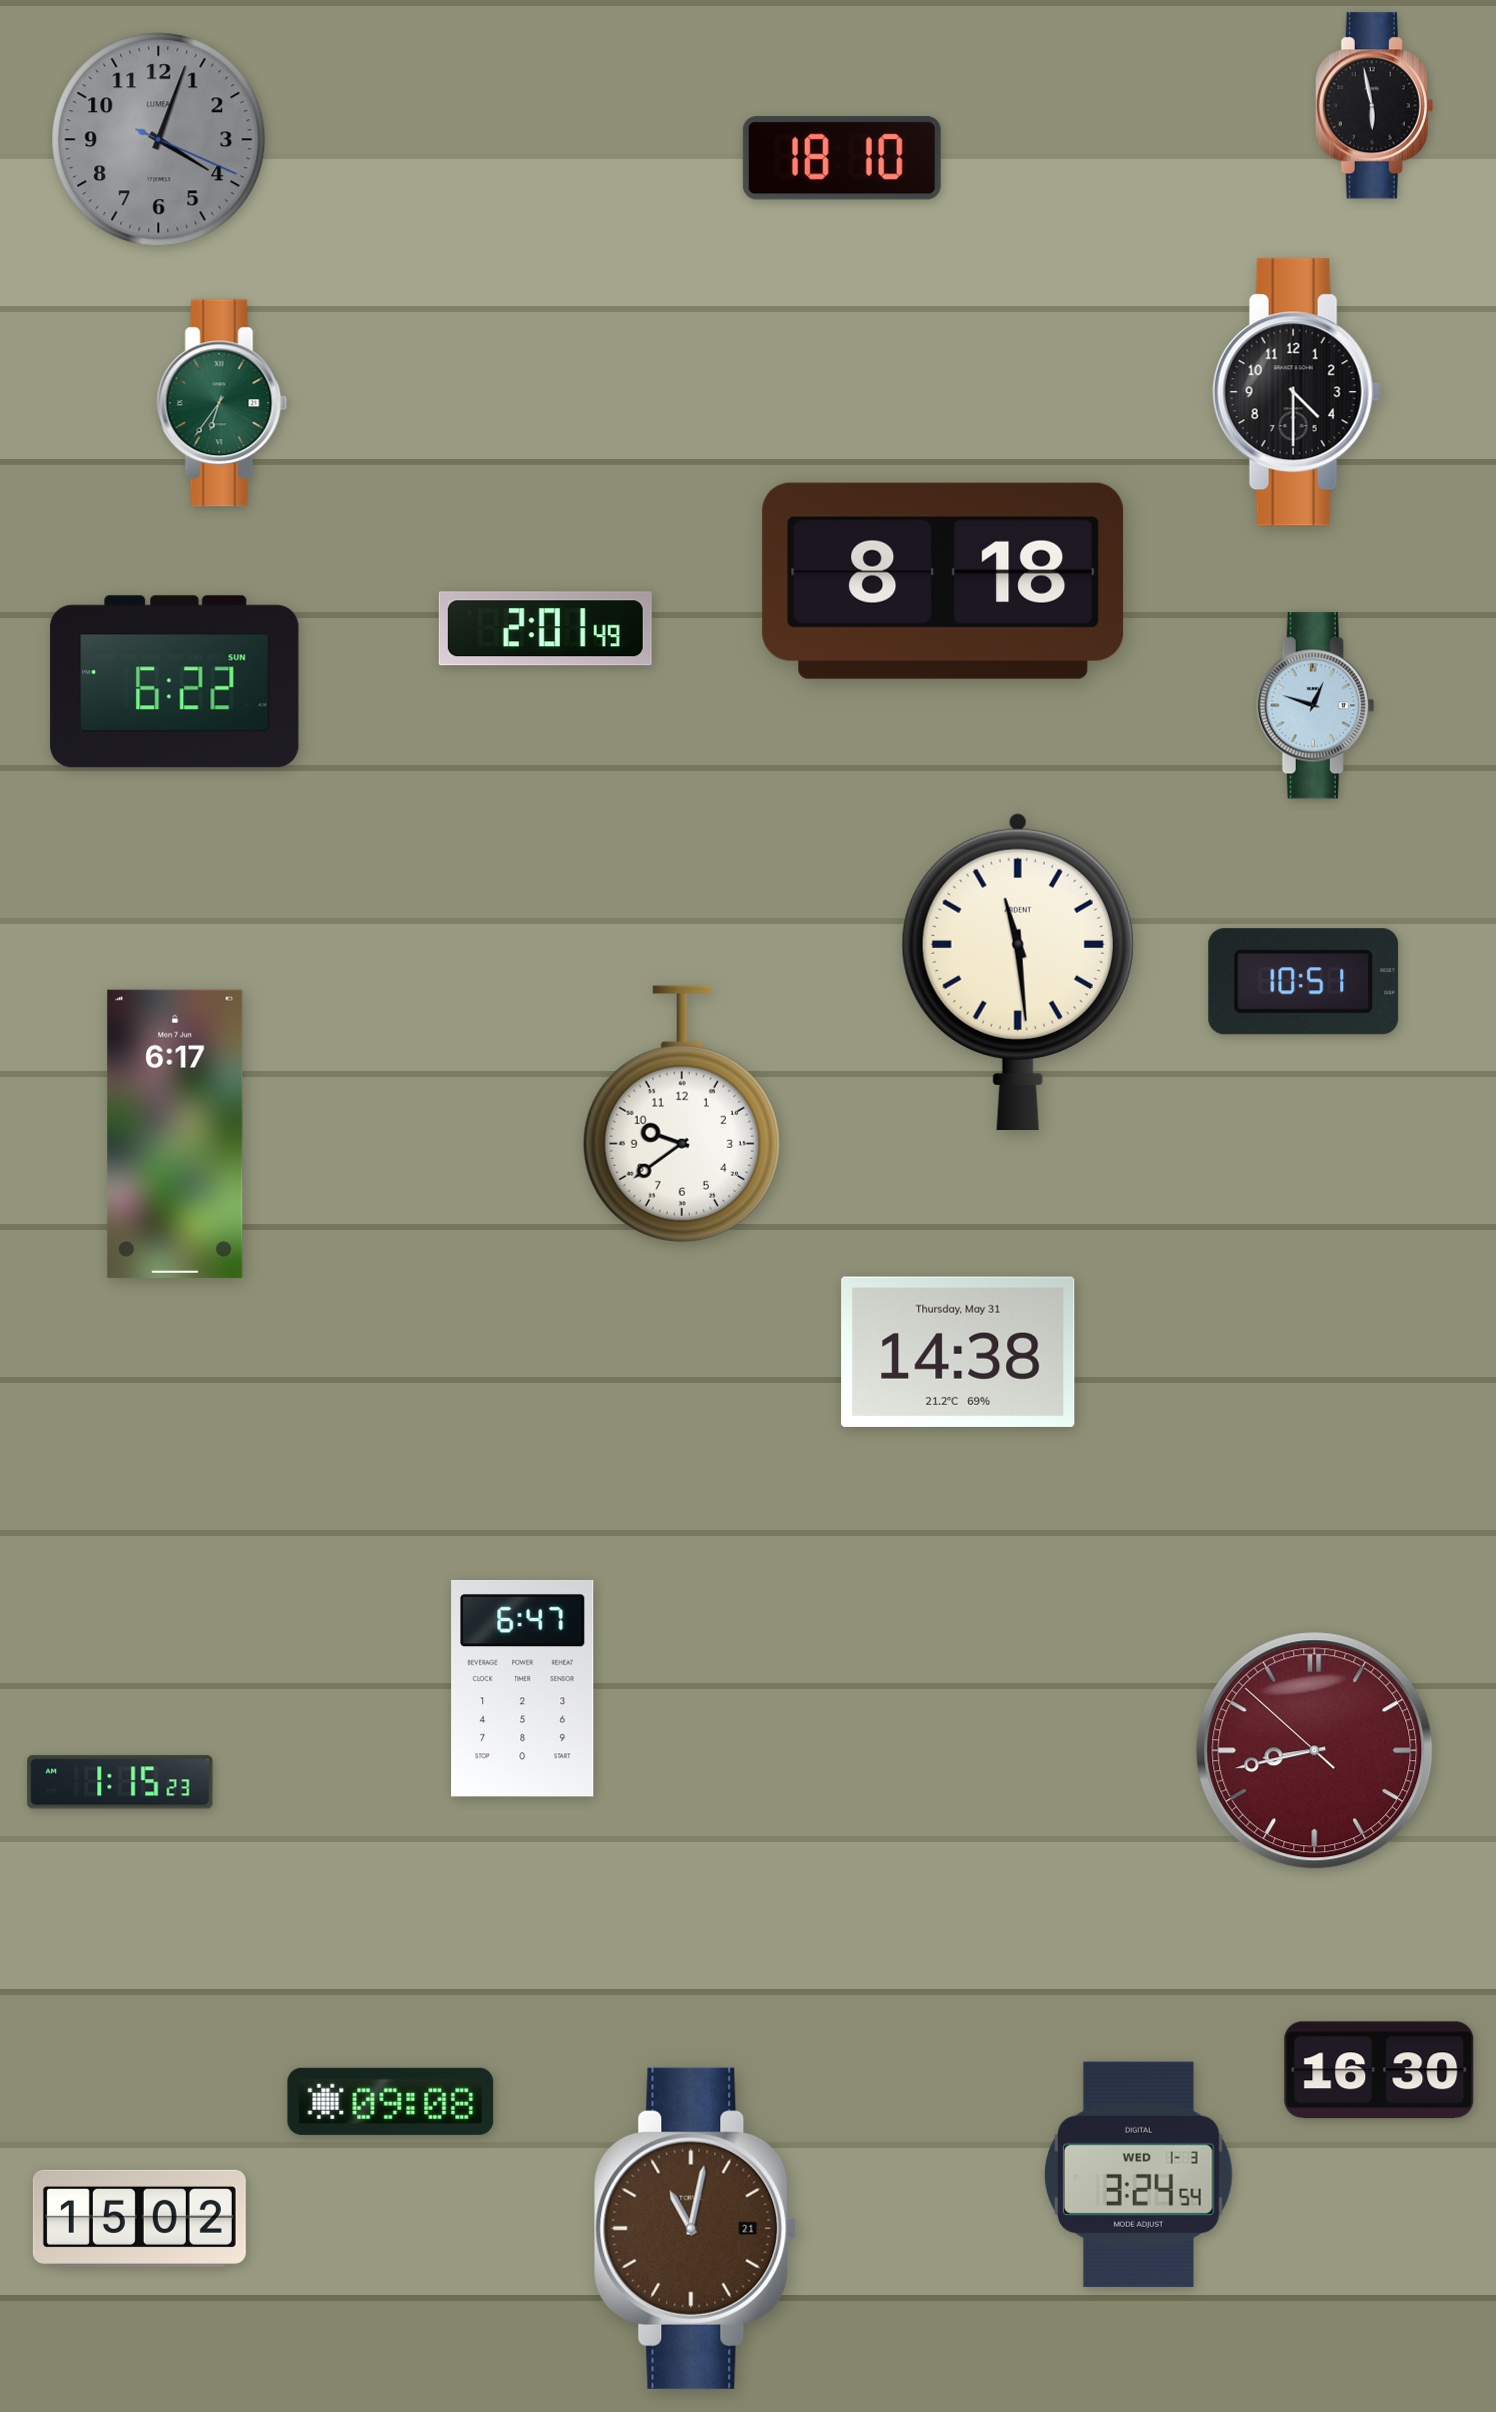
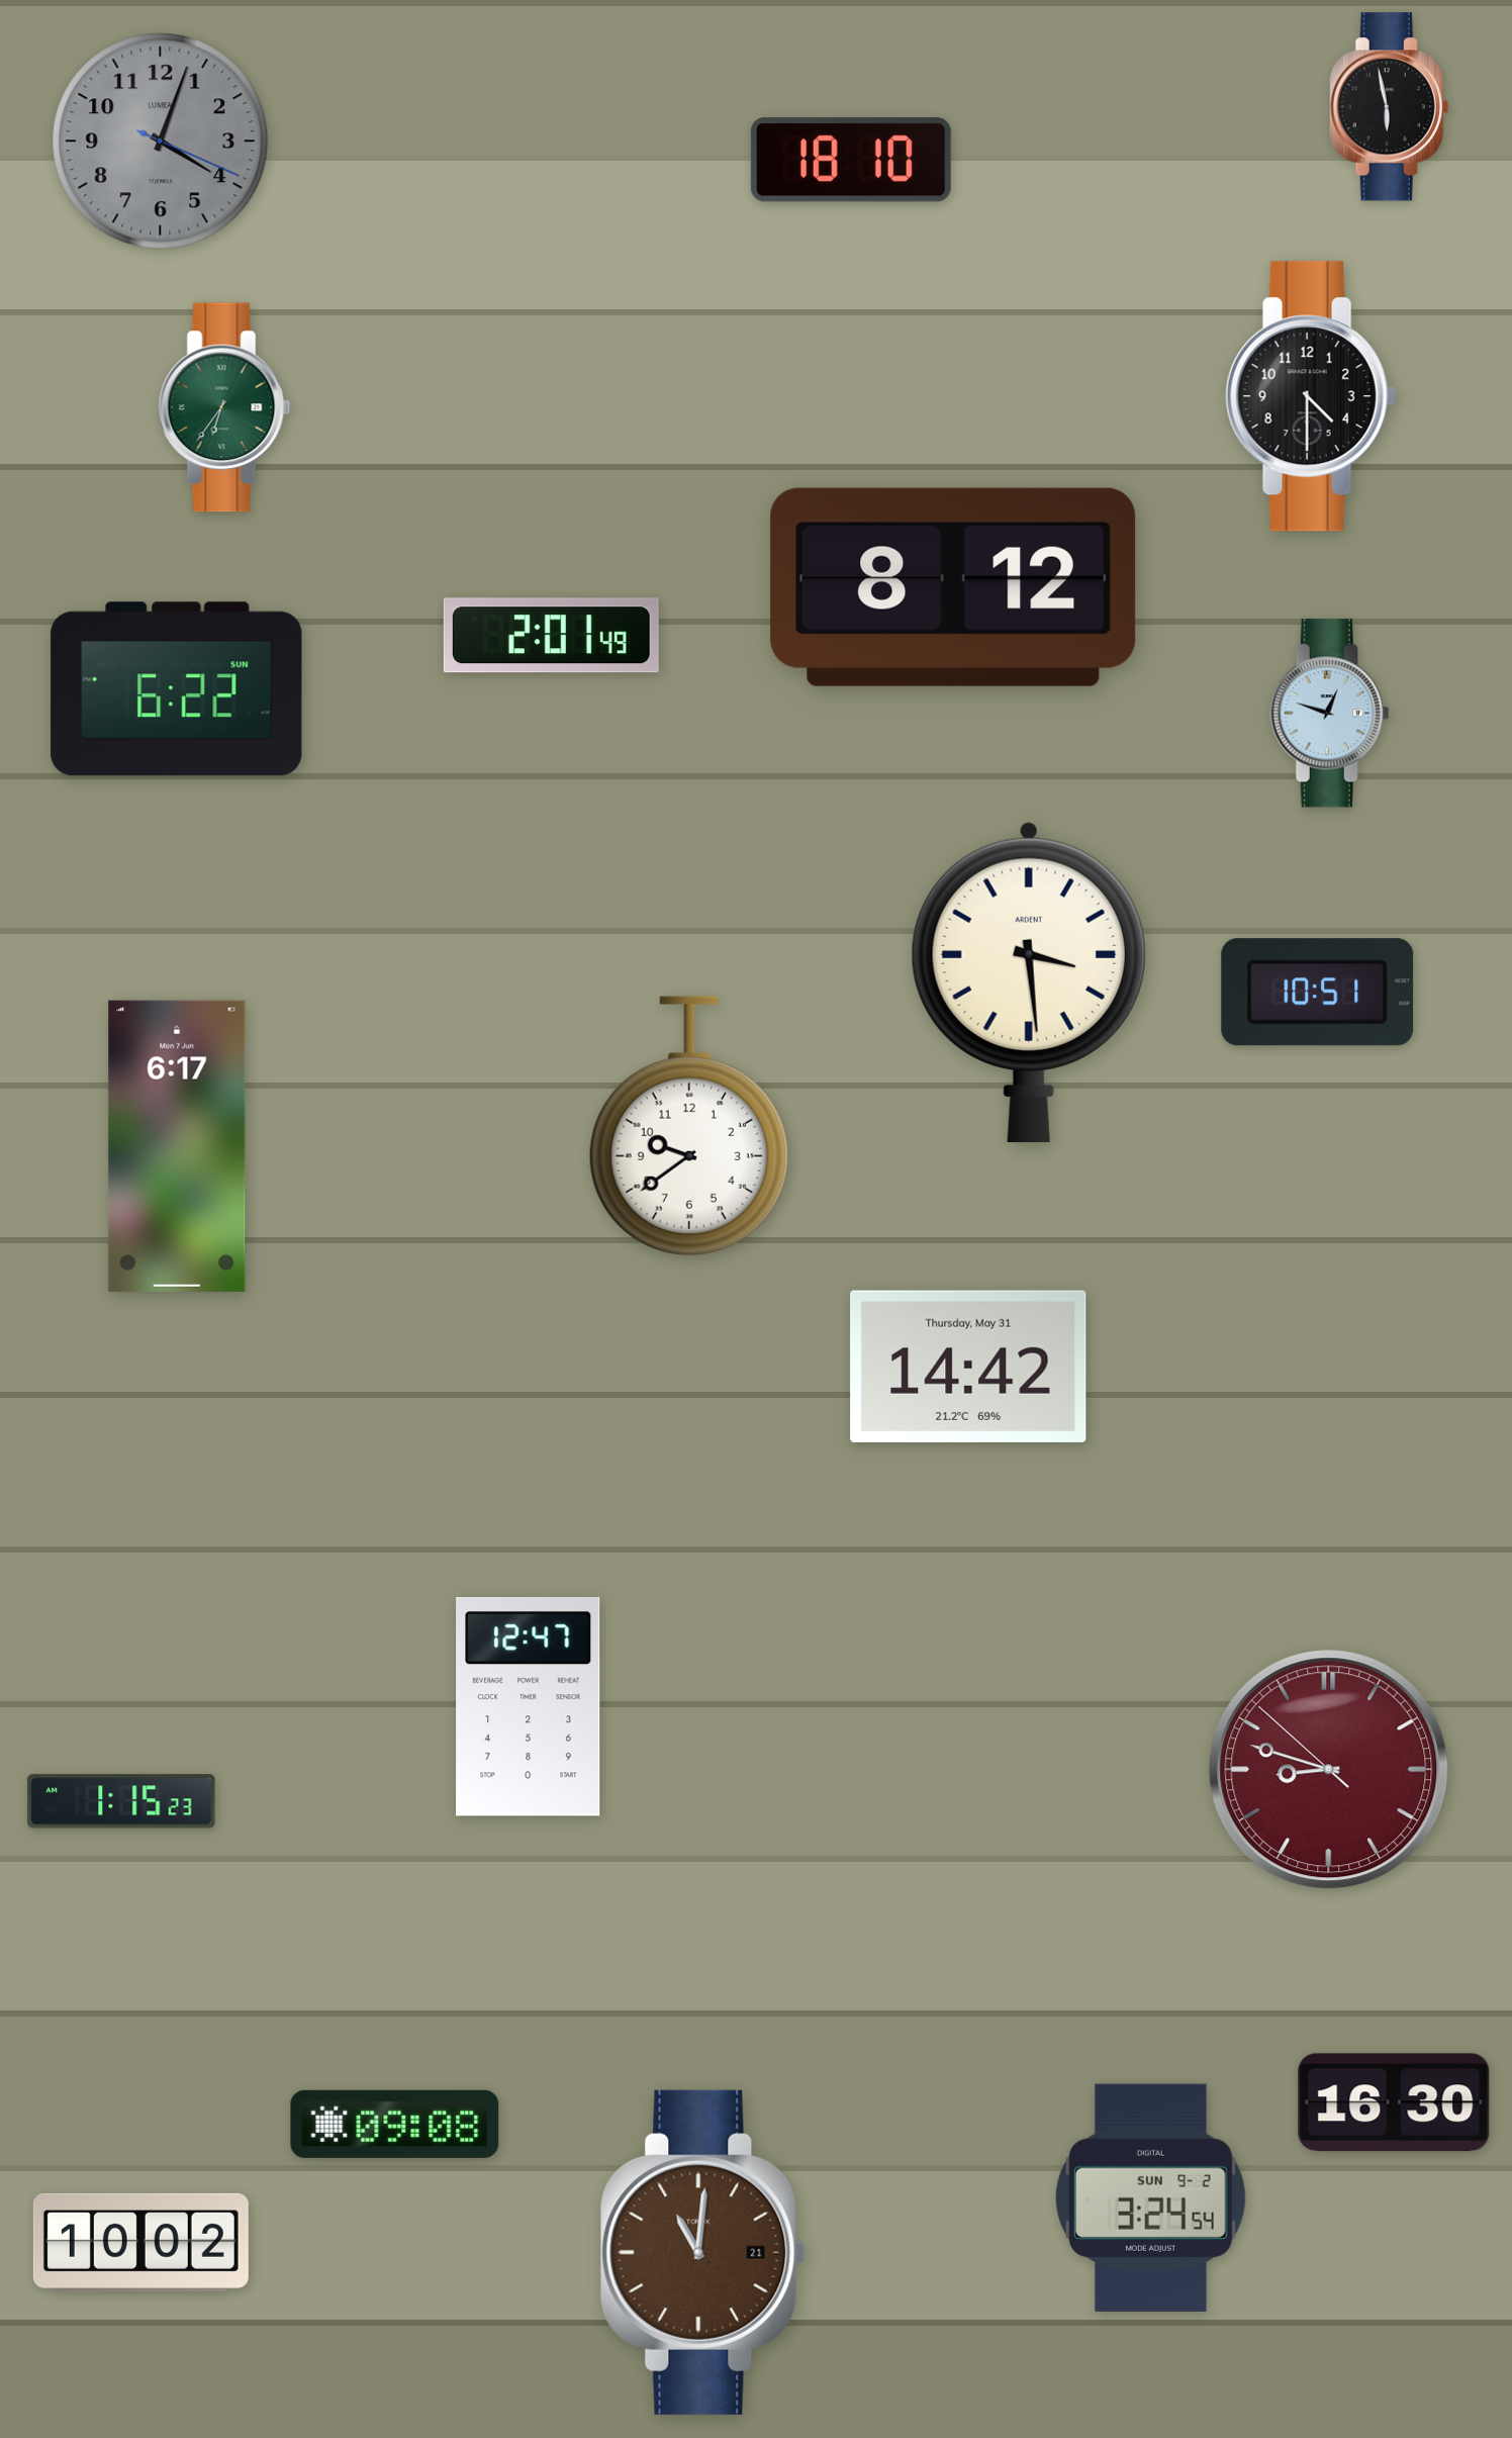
clock at (943, 581): 8:18 -> 8:12
clock at (1018, 971): 11:29 -> 3:29
clock at (958, 1352): 14:38 -> 14:42
clock at (523, 1688): 6:47 -> 12:47
clock at (1315, 1751): 8:42 -> 8:47
clock at (1379, 2070) position: (1379, 2070) -> (1394, 2102)
clock at (1139, 2174) date: WED 1-3 -> SUN 9-2
clock at (139, 2218): 15:02 -> 10:02
clock at (695, 2228): 11:02 -> 11:01
